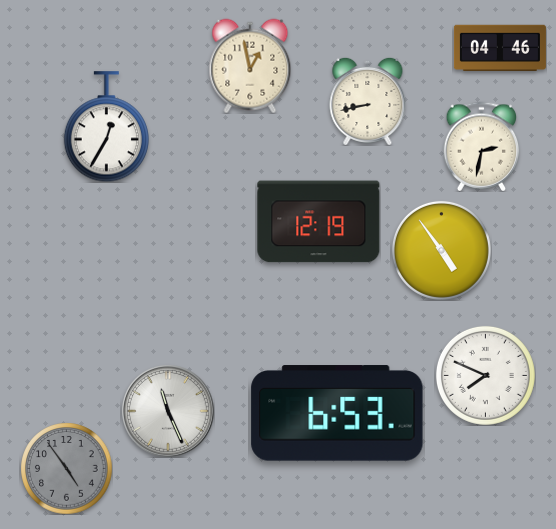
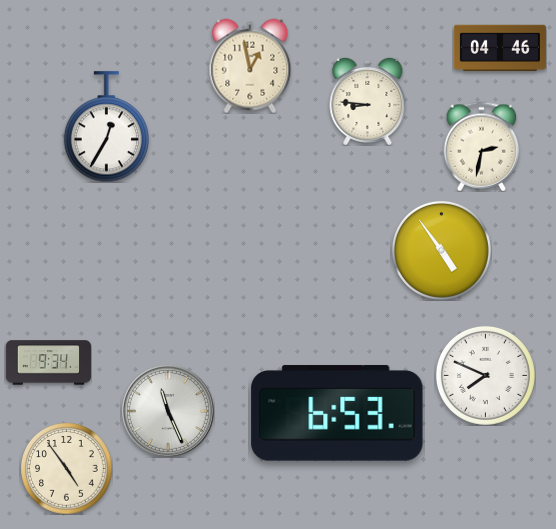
clock at (368, 101): 8:43 -> 8:46
clock at (319, 222): 12:19 -> none
clock at (48, 363): none -> 9:34
clock at (66, 468) dial: grey -> cream
